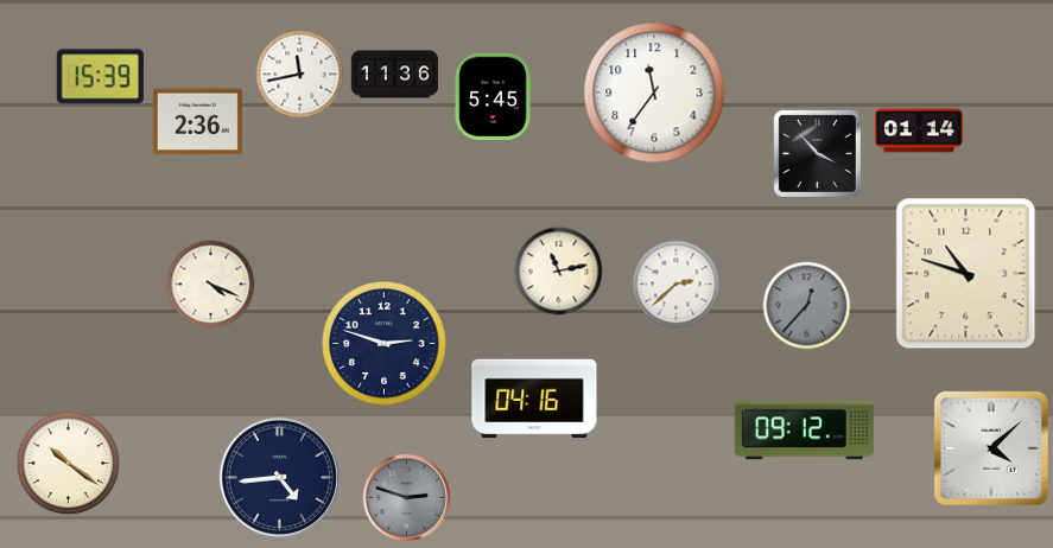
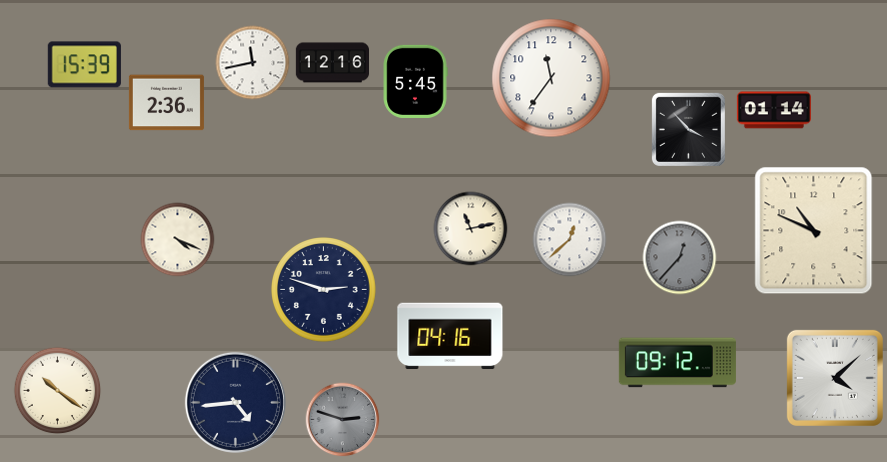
clock at (394, 75): 11:36 -> 12:16
clock at (966, 274): 10:48 -> 10:49
clock at (677, 285): 2:38 -> 12:38
